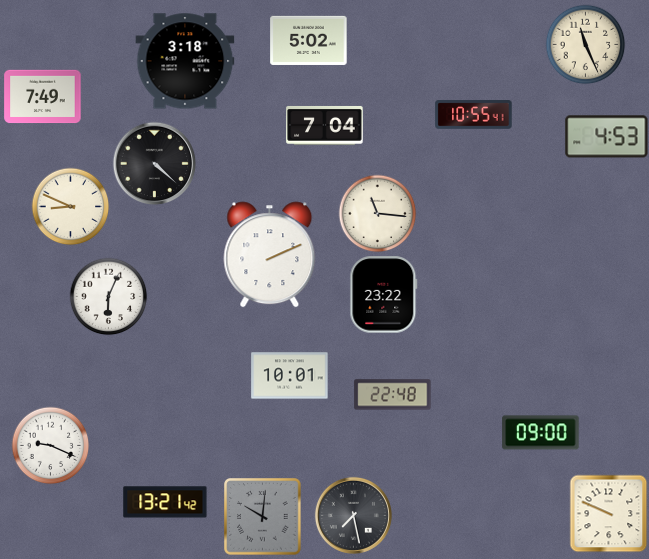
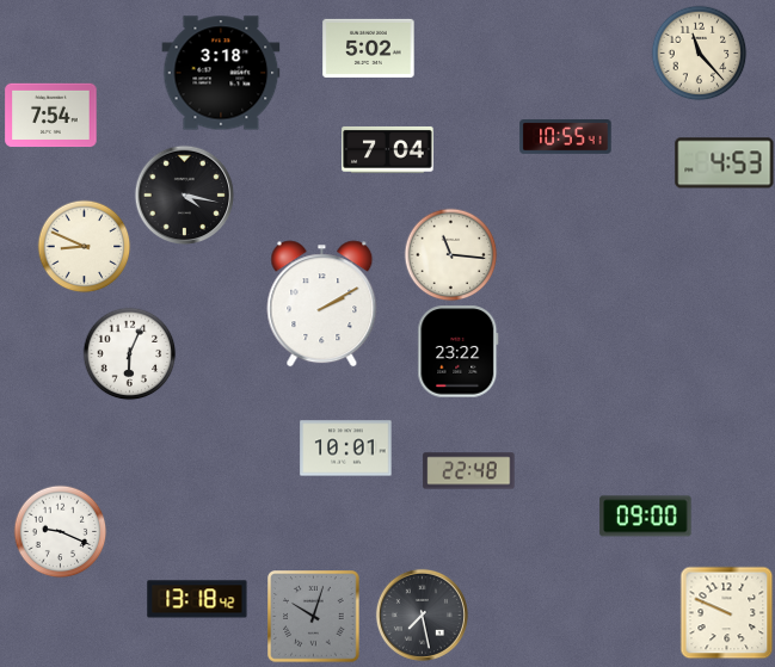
clock at (585, 44): 11:26 -> 11:23
clock at (43, 97): 7:49 -> 7:54
clock at (154, 163): 4:22 -> 4:17
clock at (270, 255): 2:11 -> 2:10
clock at (165, 502): 13:21 -> 13:18
clock at (263, 517): 10:01 -> 10:03
